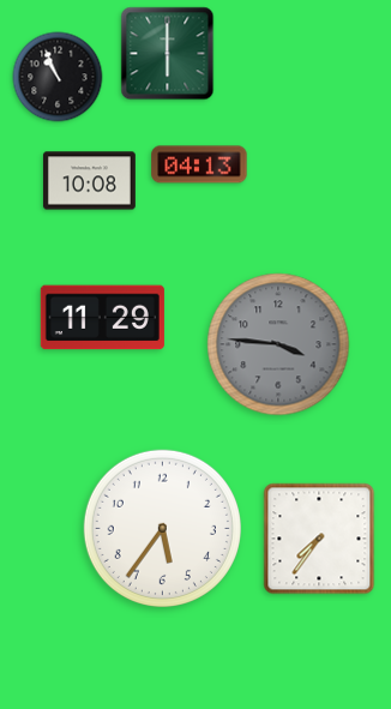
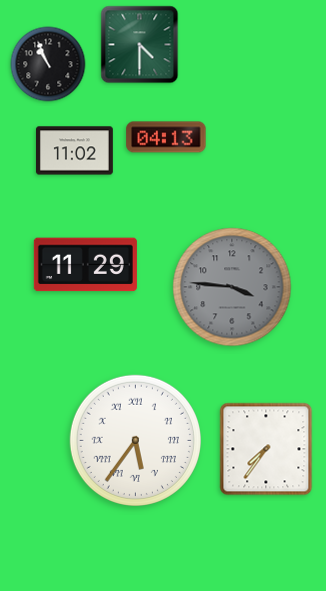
clock at (168, 54): 6:00 -> 4:30
clock at (89, 181): 10:08 -> 11:02
clock at (162, 528) numerals: Arabic -> Roman
